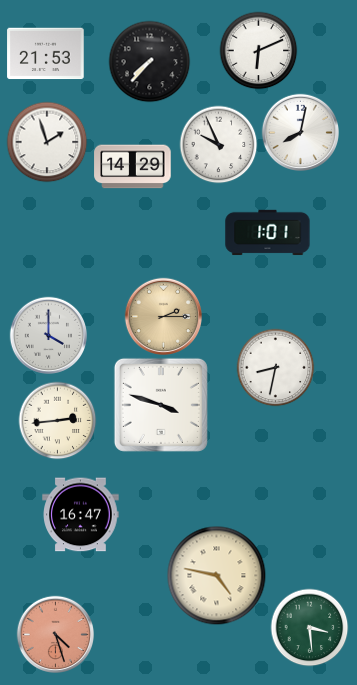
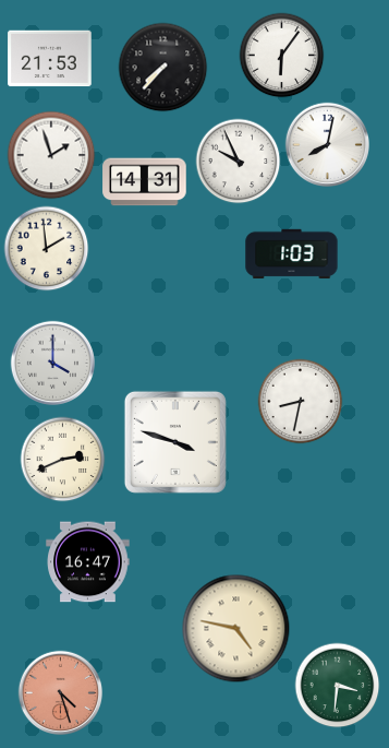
clock at (258, 50): 6:11 -> 6:06
clock at (218, 144) position: (218, 144) -> (238, 161)
clock at (133, 167): 14:29 -> 14:31
clock at (46, 248): none -> 1:59
clock at (268, 233): 1:01 -> 1:03
clock at (163, 316): 2:15 -> none
clock at (48, 335) position: (48, 335) -> (52, 363)
clock at (57, 420): 2:44 -> 2:41
clock at (309, 627): 3:29 -> 3:31
